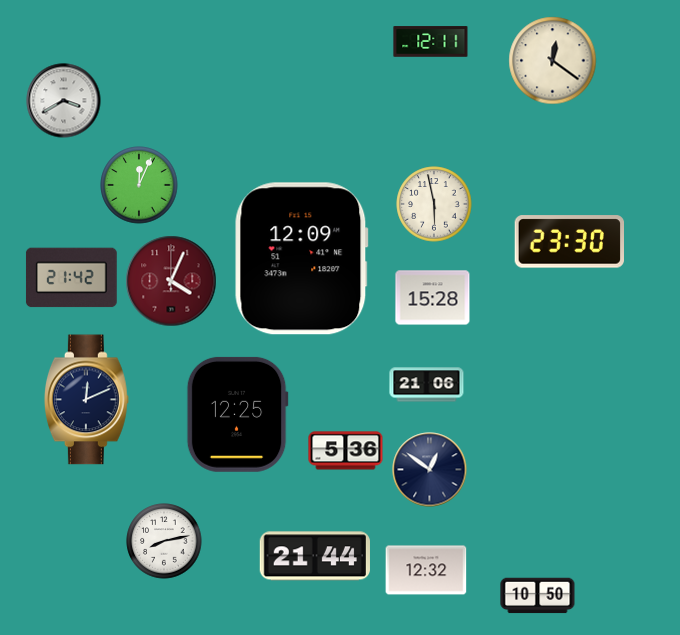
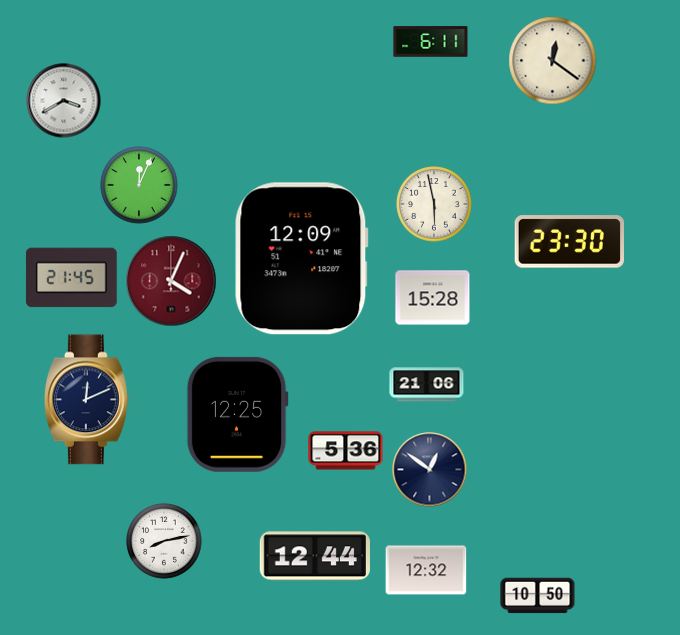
clock at (431, 42): 12:11 -> 6:11
clock at (72, 278): 21:42 -> 21:45
clock at (315, 556): 21:44 -> 12:44
